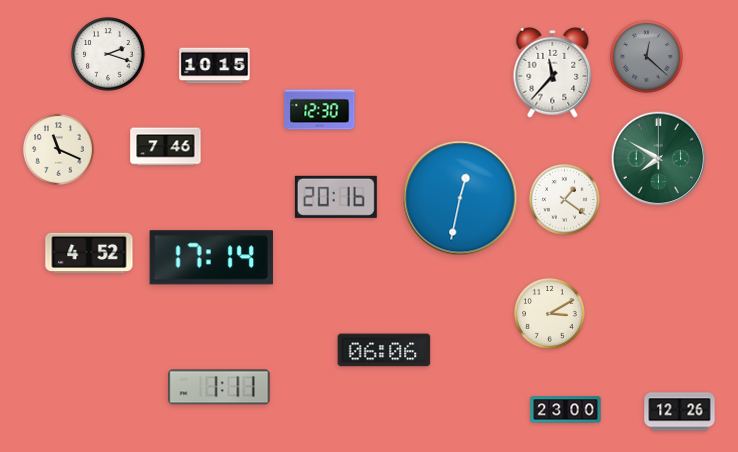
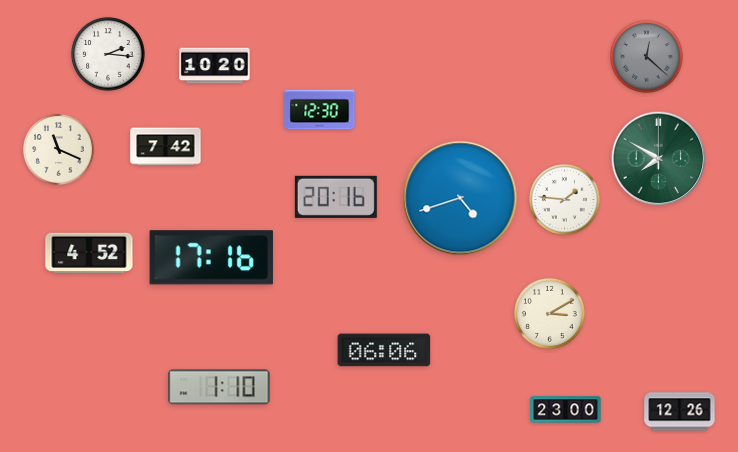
clock at (108, 54): 2:18 -> 2:16
clock at (215, 66): 10:15 -> 10:20
clock at (553, 72): 11:37 -> none
clock at (166, 147): 7:46 -> 7:42
clock at (460, 198): 12:32 -> 4:42
clock at (564, 199): 1:21 -> 1:46
clock at (211, 258): 17:14 -> 17:16
clock at (219, 387): 1:11 -> 1:10
